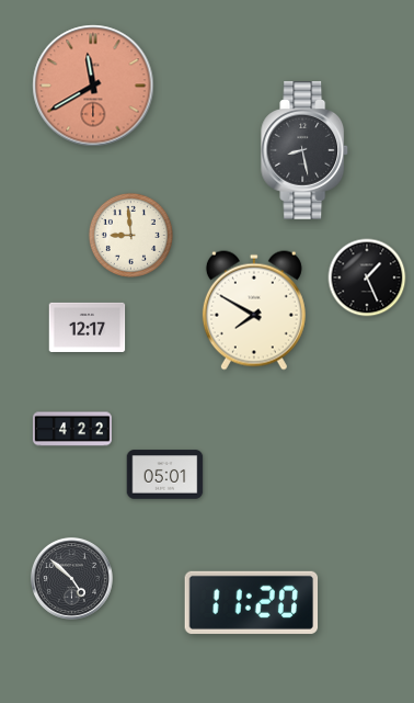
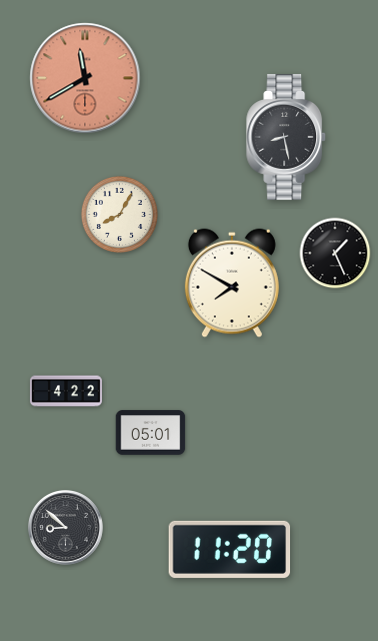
clock at (306, 150) position: (306, 150) -> (287, 137)
clock at (130, 235): 8:59 -> 8:05
clock at (88, 327): 12:17 -> none
clock at (71, 578): 4:52 -> 8:52
